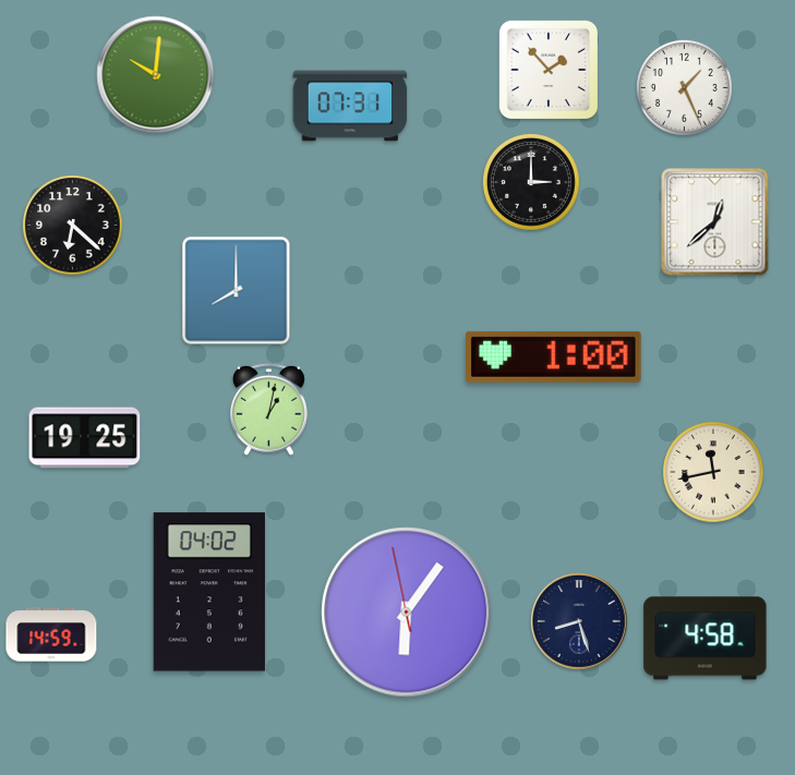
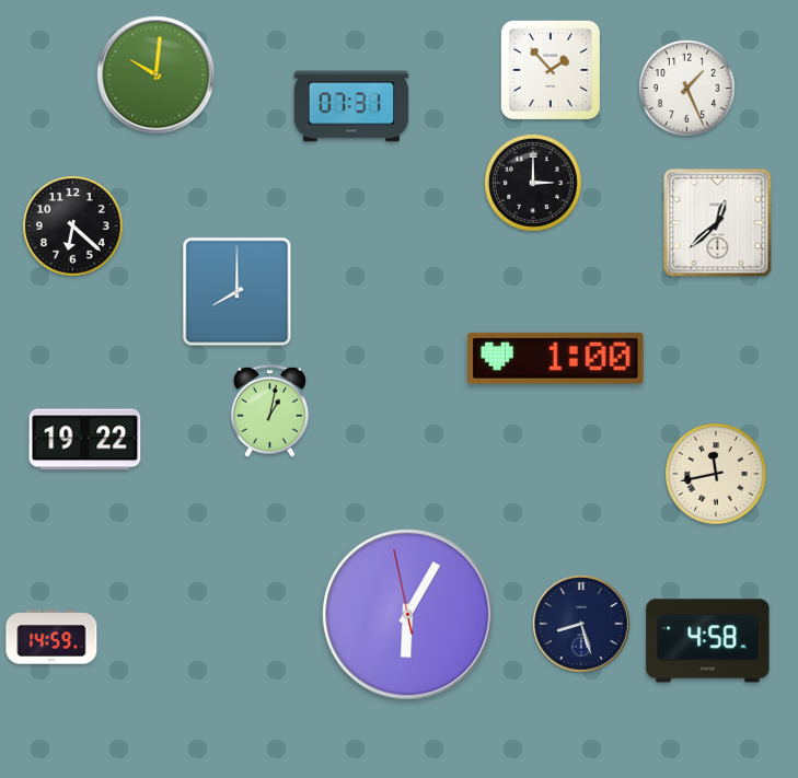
clock at (85, 438): 19:25 -> 19:22
clock at (209, 592): 04:02 -> none
clock at (407, 613): 6:05 -> 6:04
